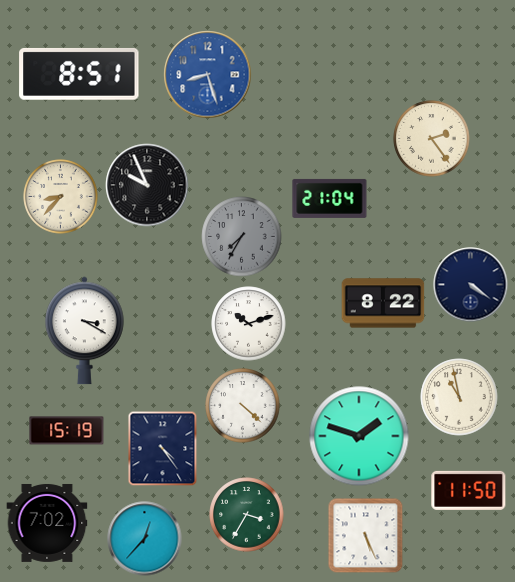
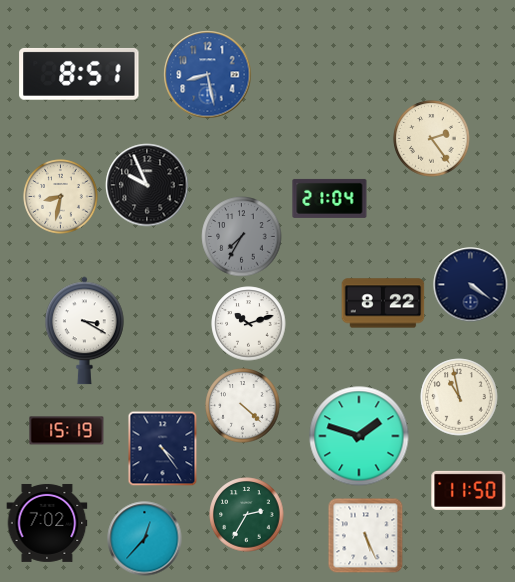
clock at (208, 75): 8:27 -> 8:28
clock at (61, 197): 8:37 -> 8:32
clock at (247, 515): 3:35 -> 2:35
